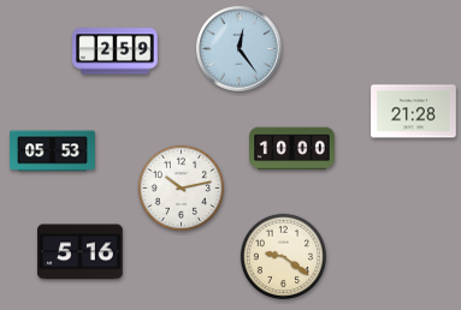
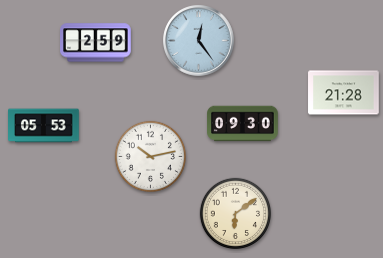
clock at (292, 149): 10:00 -> 09:30
clock at (81, 252): 5:16 -> none
clock at (283, 256): 9:21 -> 6:09
